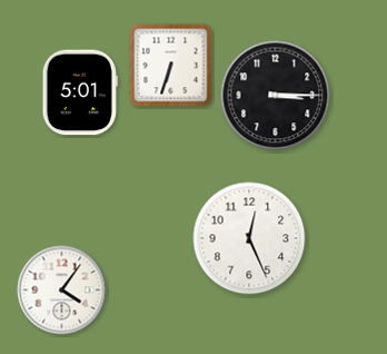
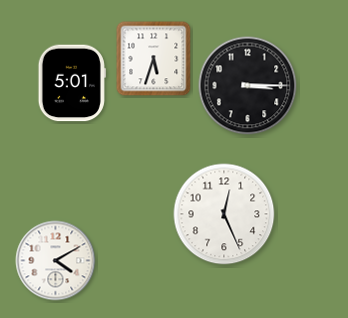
clock at (171, 66): 6:33 -> 5:33
clock at (62, 291): 4:06 -> 4:10
